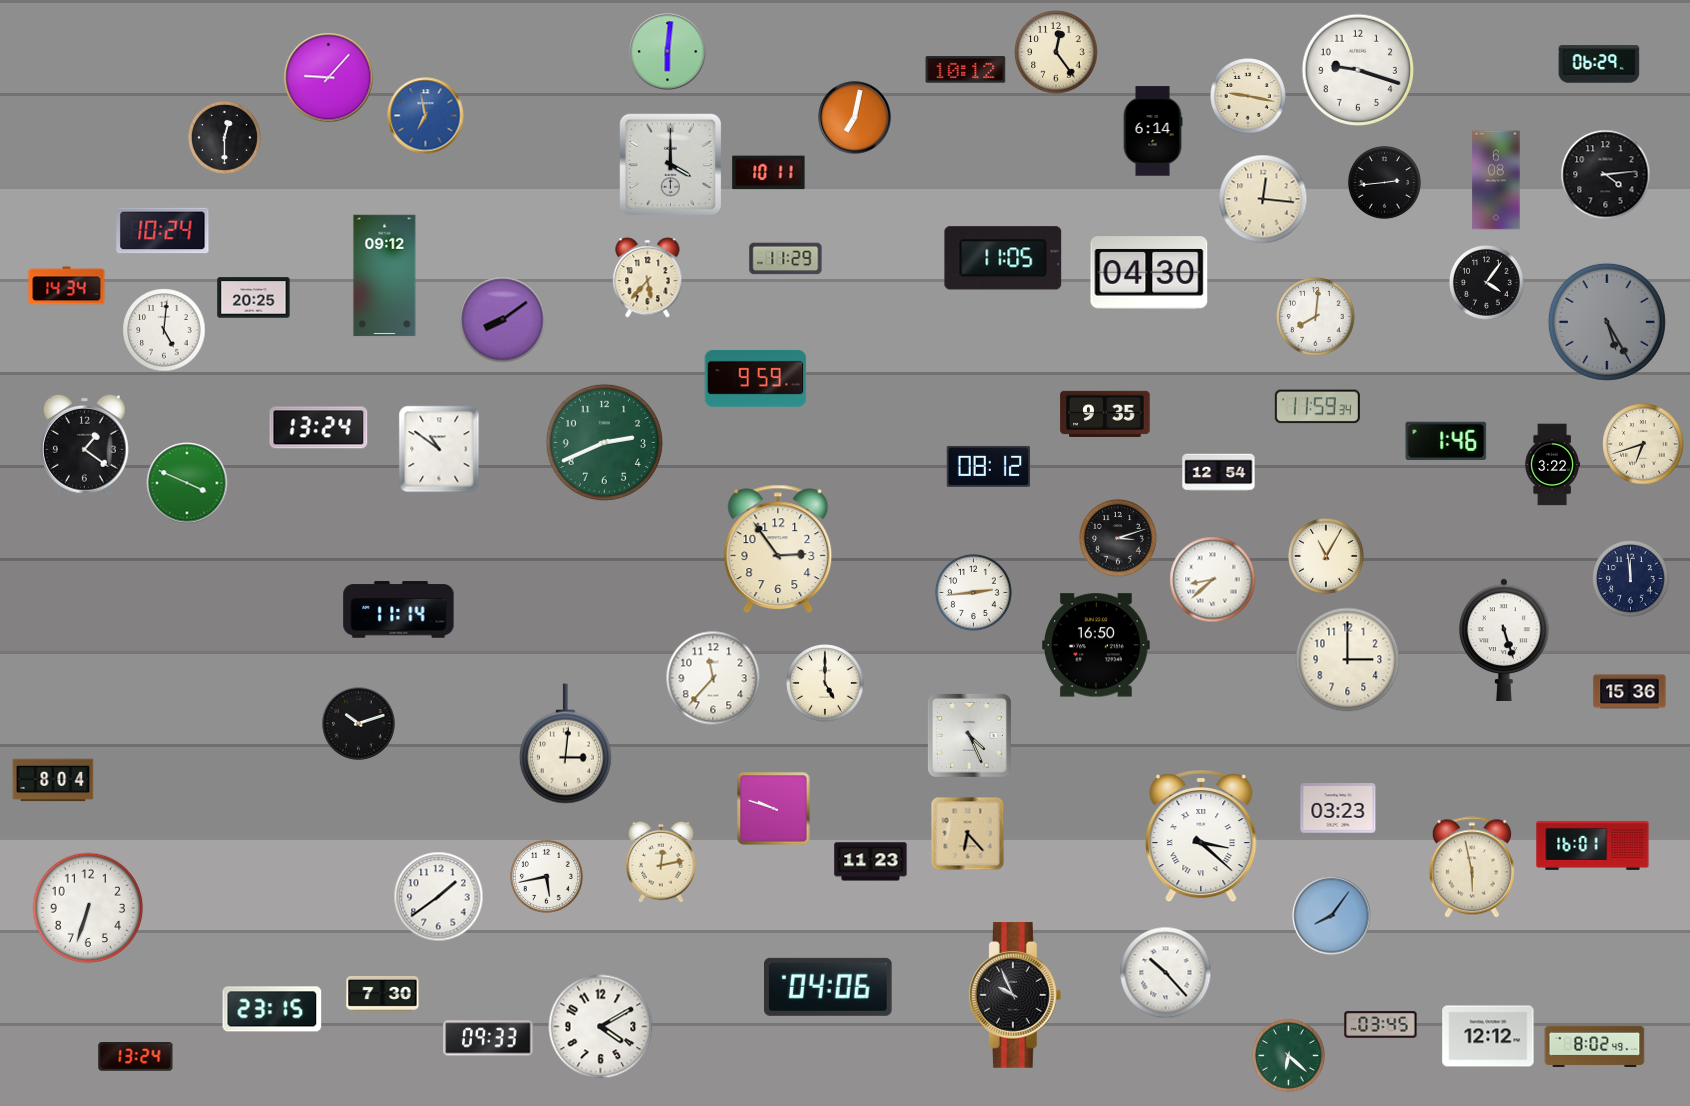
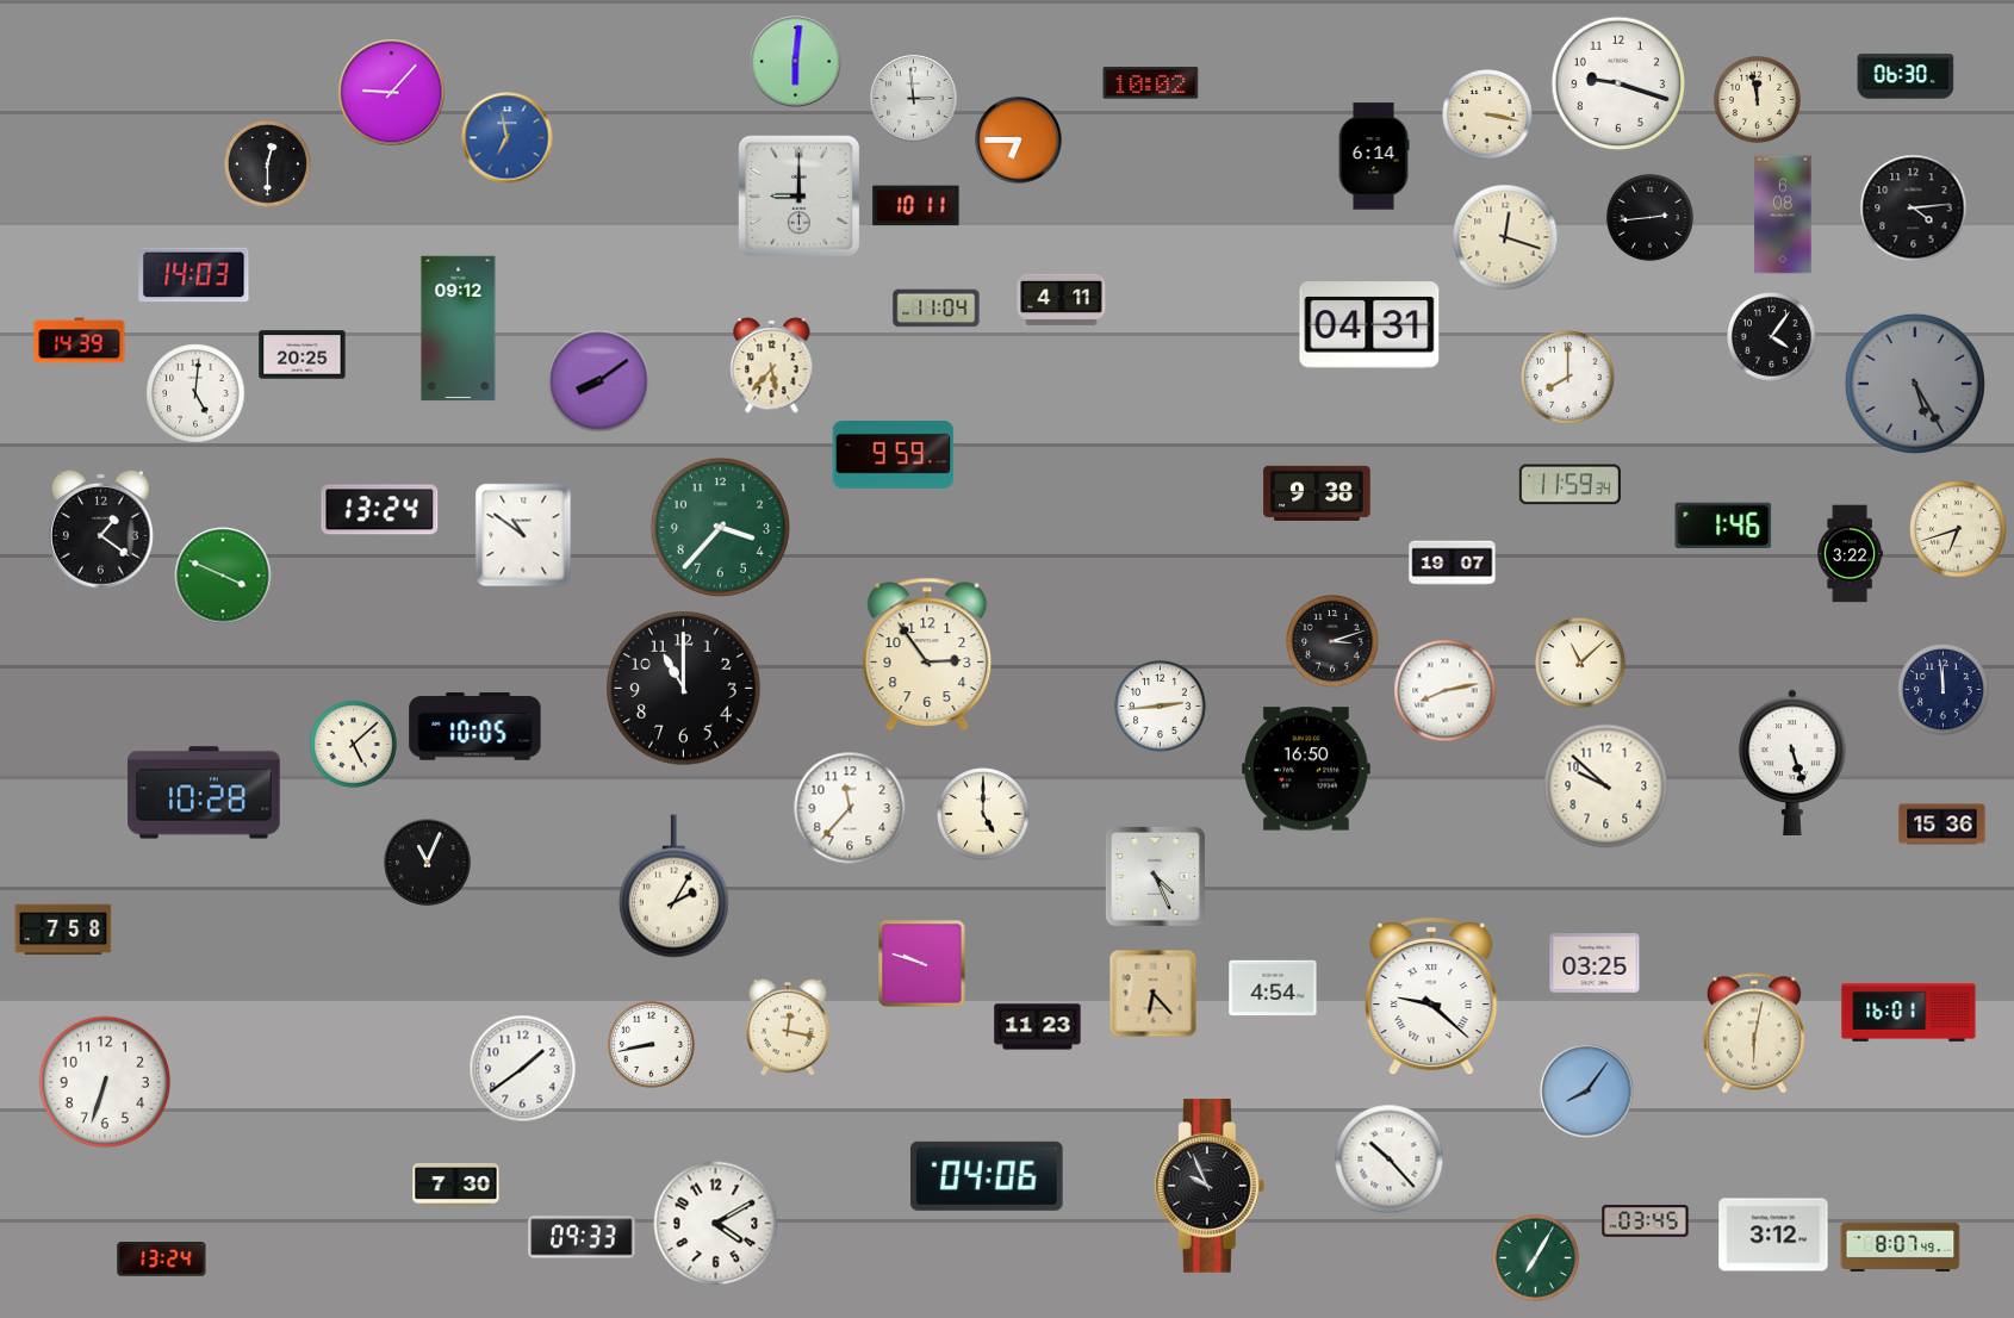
clock at (1056, 52): 12:24 -> none
clock at (1599, 64): 06:29 -> 06:30
clock at (966, 70): 10:12 -> 10:02
clock at (914, 99): none -> 2:59
clock at (1757, 99): none -> 11:58
clock at (1249, 97): 9:17 -> 3:17
clock at (855, 118): 7:02 -> 6:45
clock at (670, 164): 4:00 -> 9:00
clock at (1263, 199): 12:16 -> 12:18
clock at (163, 231): 10:24 -> 14:03
clock at (1062, 299): none -> 4:11
clock at (1003, 258): 11:05 -> none
clock at (786, 259): 11:29 -> 11:04
clock at (1149, 273): 04:30 -> 04:31
clock at (648, 278) position: (648, 278) -> (772, 366)
clock at (67, 286): 14:34 -> 14:39
clock at (1316, 317): 8:01 -> 8:00
clock at (756, 378) position: (756, 378) -> (894, 454)
clock at (1105, 414): 9:35 -> 9:38
clock at (604, 442): 2:41 -> 3:37
clock at (989, 466): 08:12 -> none
clock at (1219, 473): 12:54 -> 19:07
clock at (1327, 557): 11:05 -> 11:08
clock at (684, 689): none -> 11:00
clock at (1213, 580): 8:38 -> 8:13
clock at (399, 610): 11:14 -> 10:05
clock at (353, 744): none -> 5:08
clock at (1348, 660): 3:00 -> 9:52
clock at (204, 792): none -> 10:28
clock at (359, 724): 10:12 -> 11:04
clock at (565, 744): 3:01 -> 2:05
clock at (53, 780): 8:04 -> 7:58
clock at (1338, 808): 03:23 -> 03:25
clock at (1273, 988): none -> 4:54
clock at (1201, 837): 3:22 -> 9:22
clock at (1593, 845) position: (1593, 845) -> (1909, 1012)
clock at (661, 862): 12:13 -> 12:17
clock at (1472, 867): 5:58 -> 6:02
clock at (546, 876): 5:43 -> 8:43
clock at (272, 1009): 23:15 -> none
clock at (1488, 1036): 12:12 -> 3:12
clock at (1595, 1046): 8:02 -> 8:07
clock at (1288, 1055): 6:22 -> 7:05
